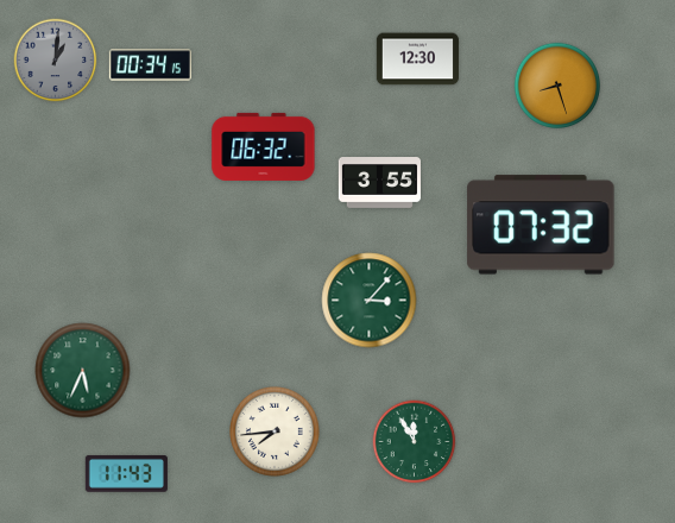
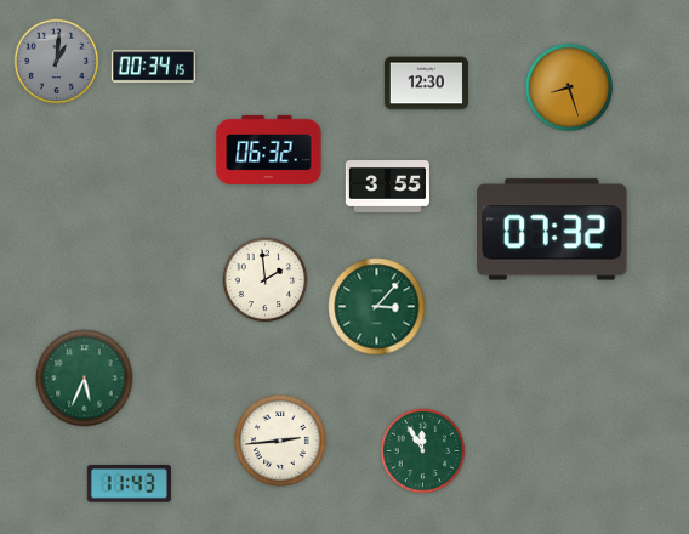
clock at (417, 59) position: (417, 59) -> (426, 84)
clock at (266, 280): none -> 1:59
clock at (276, 433): 7:44 -> 2:44
